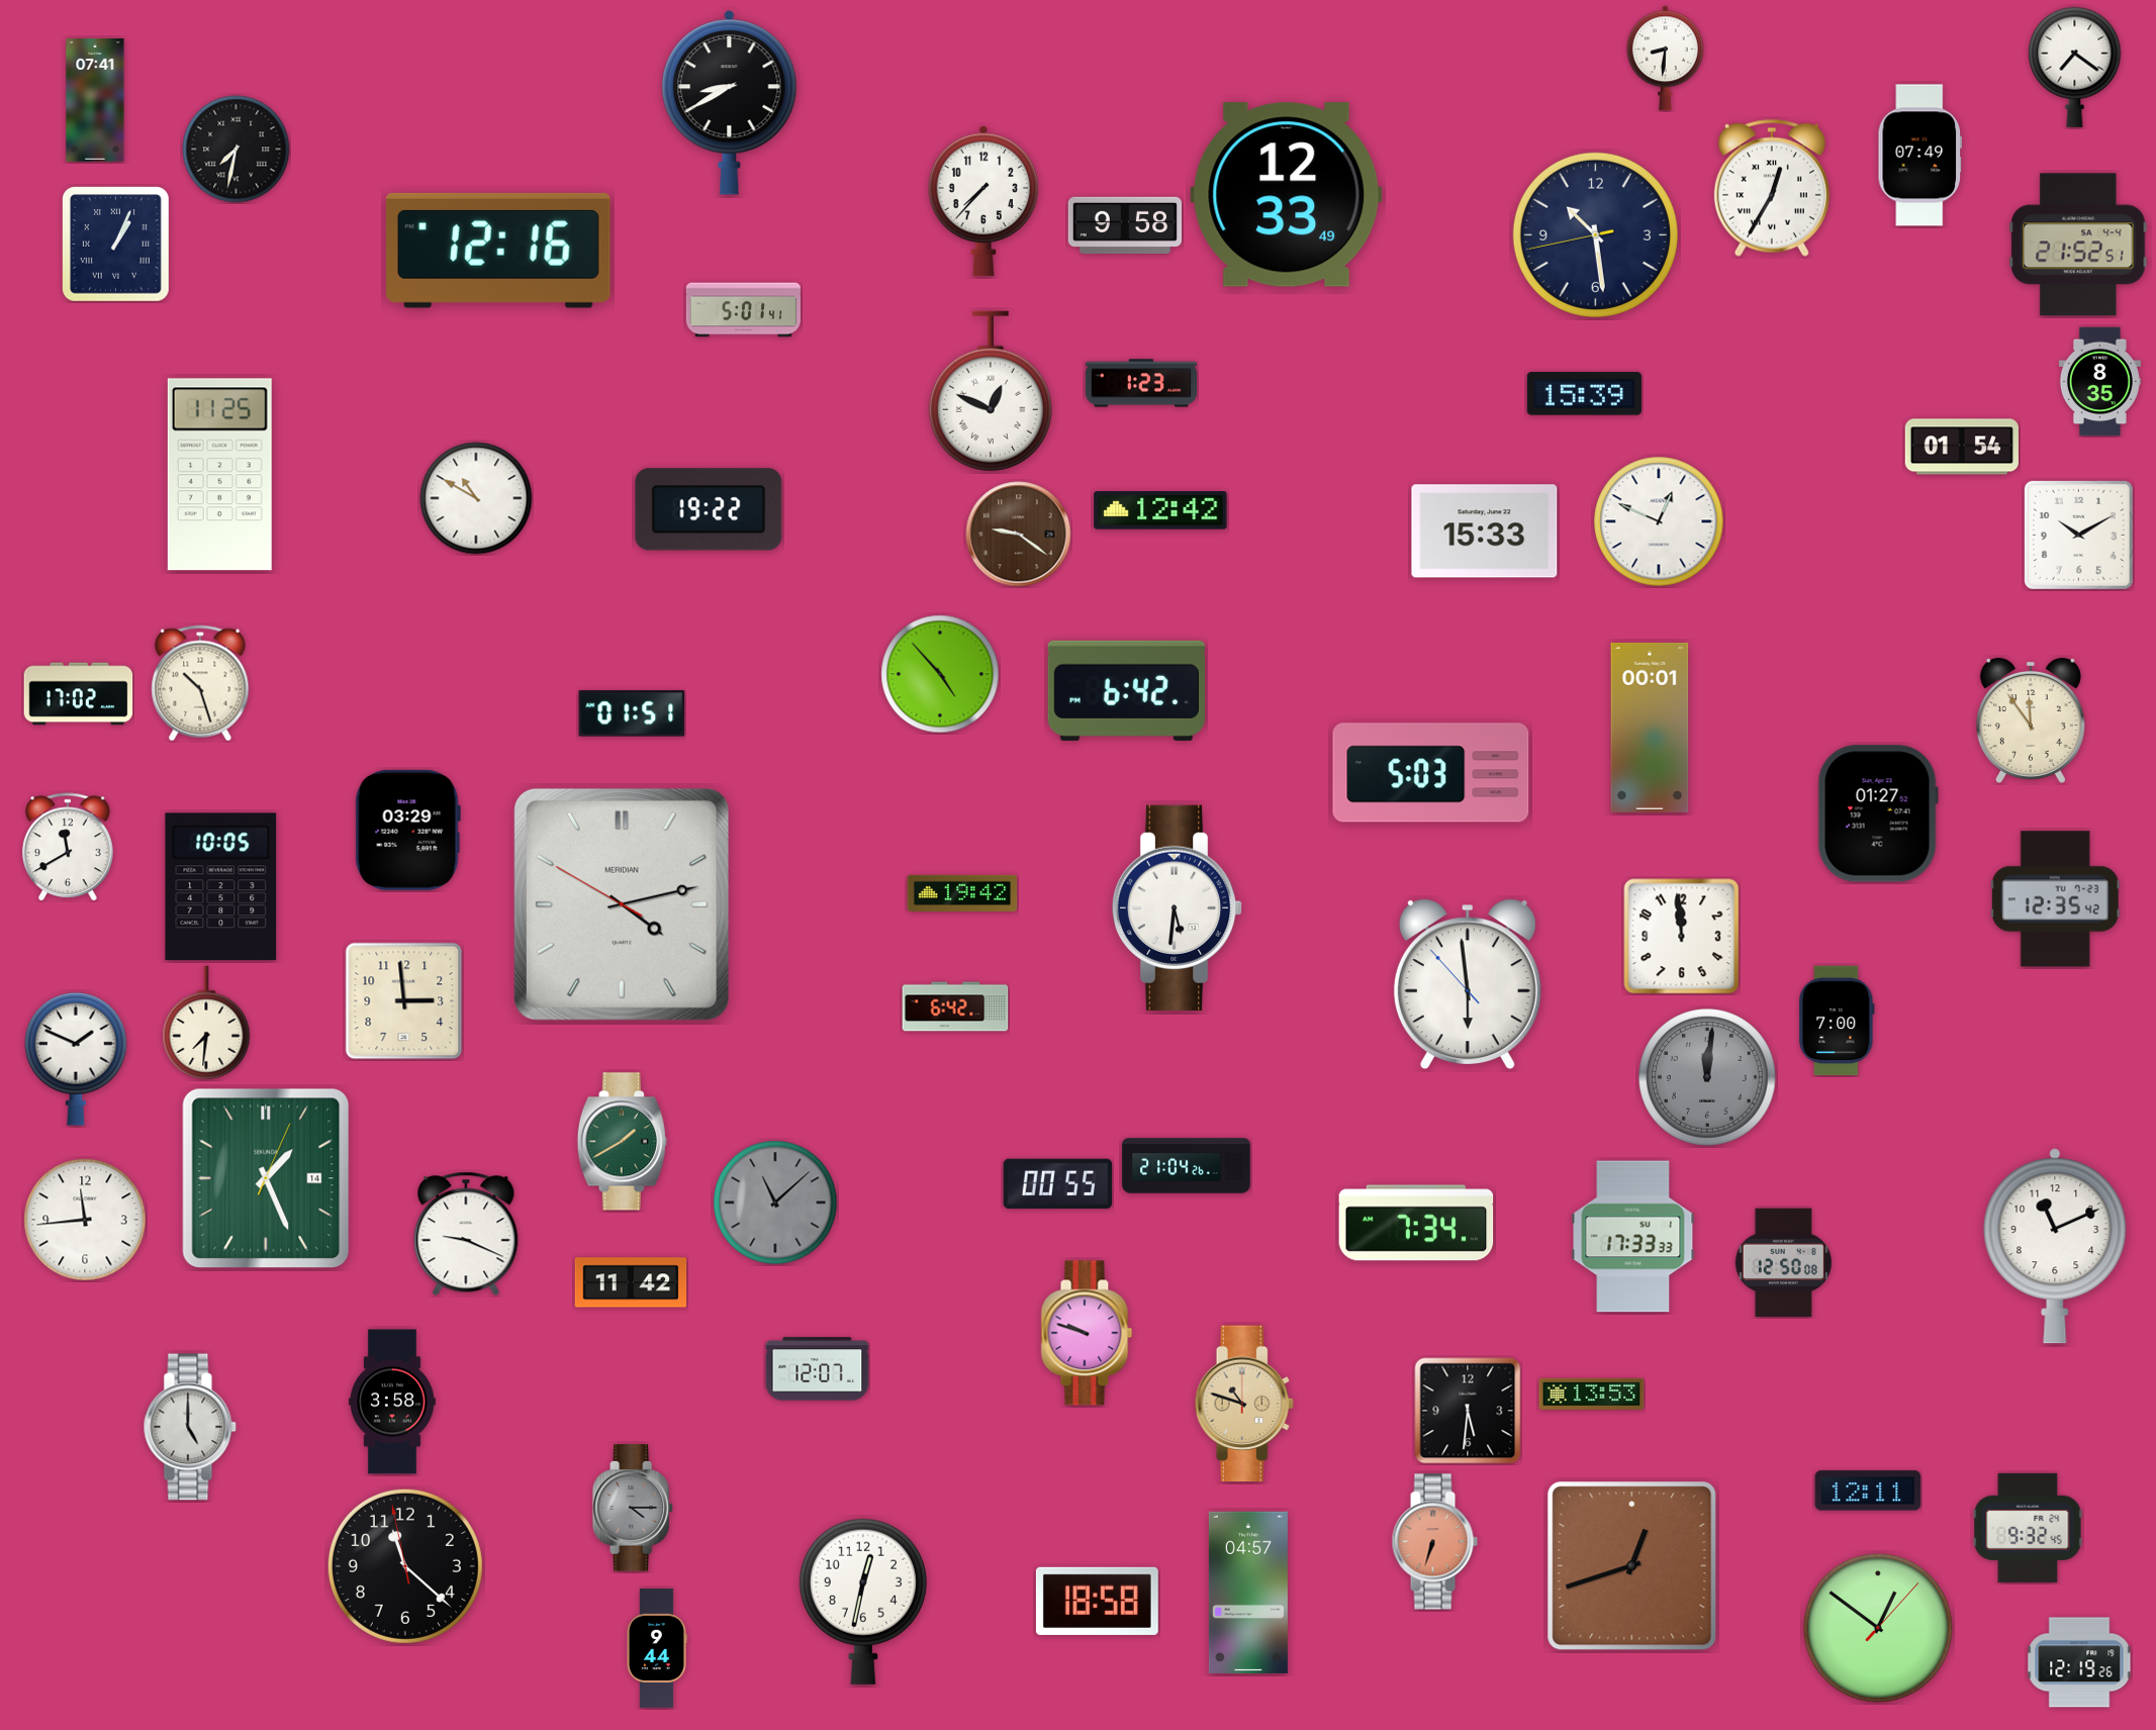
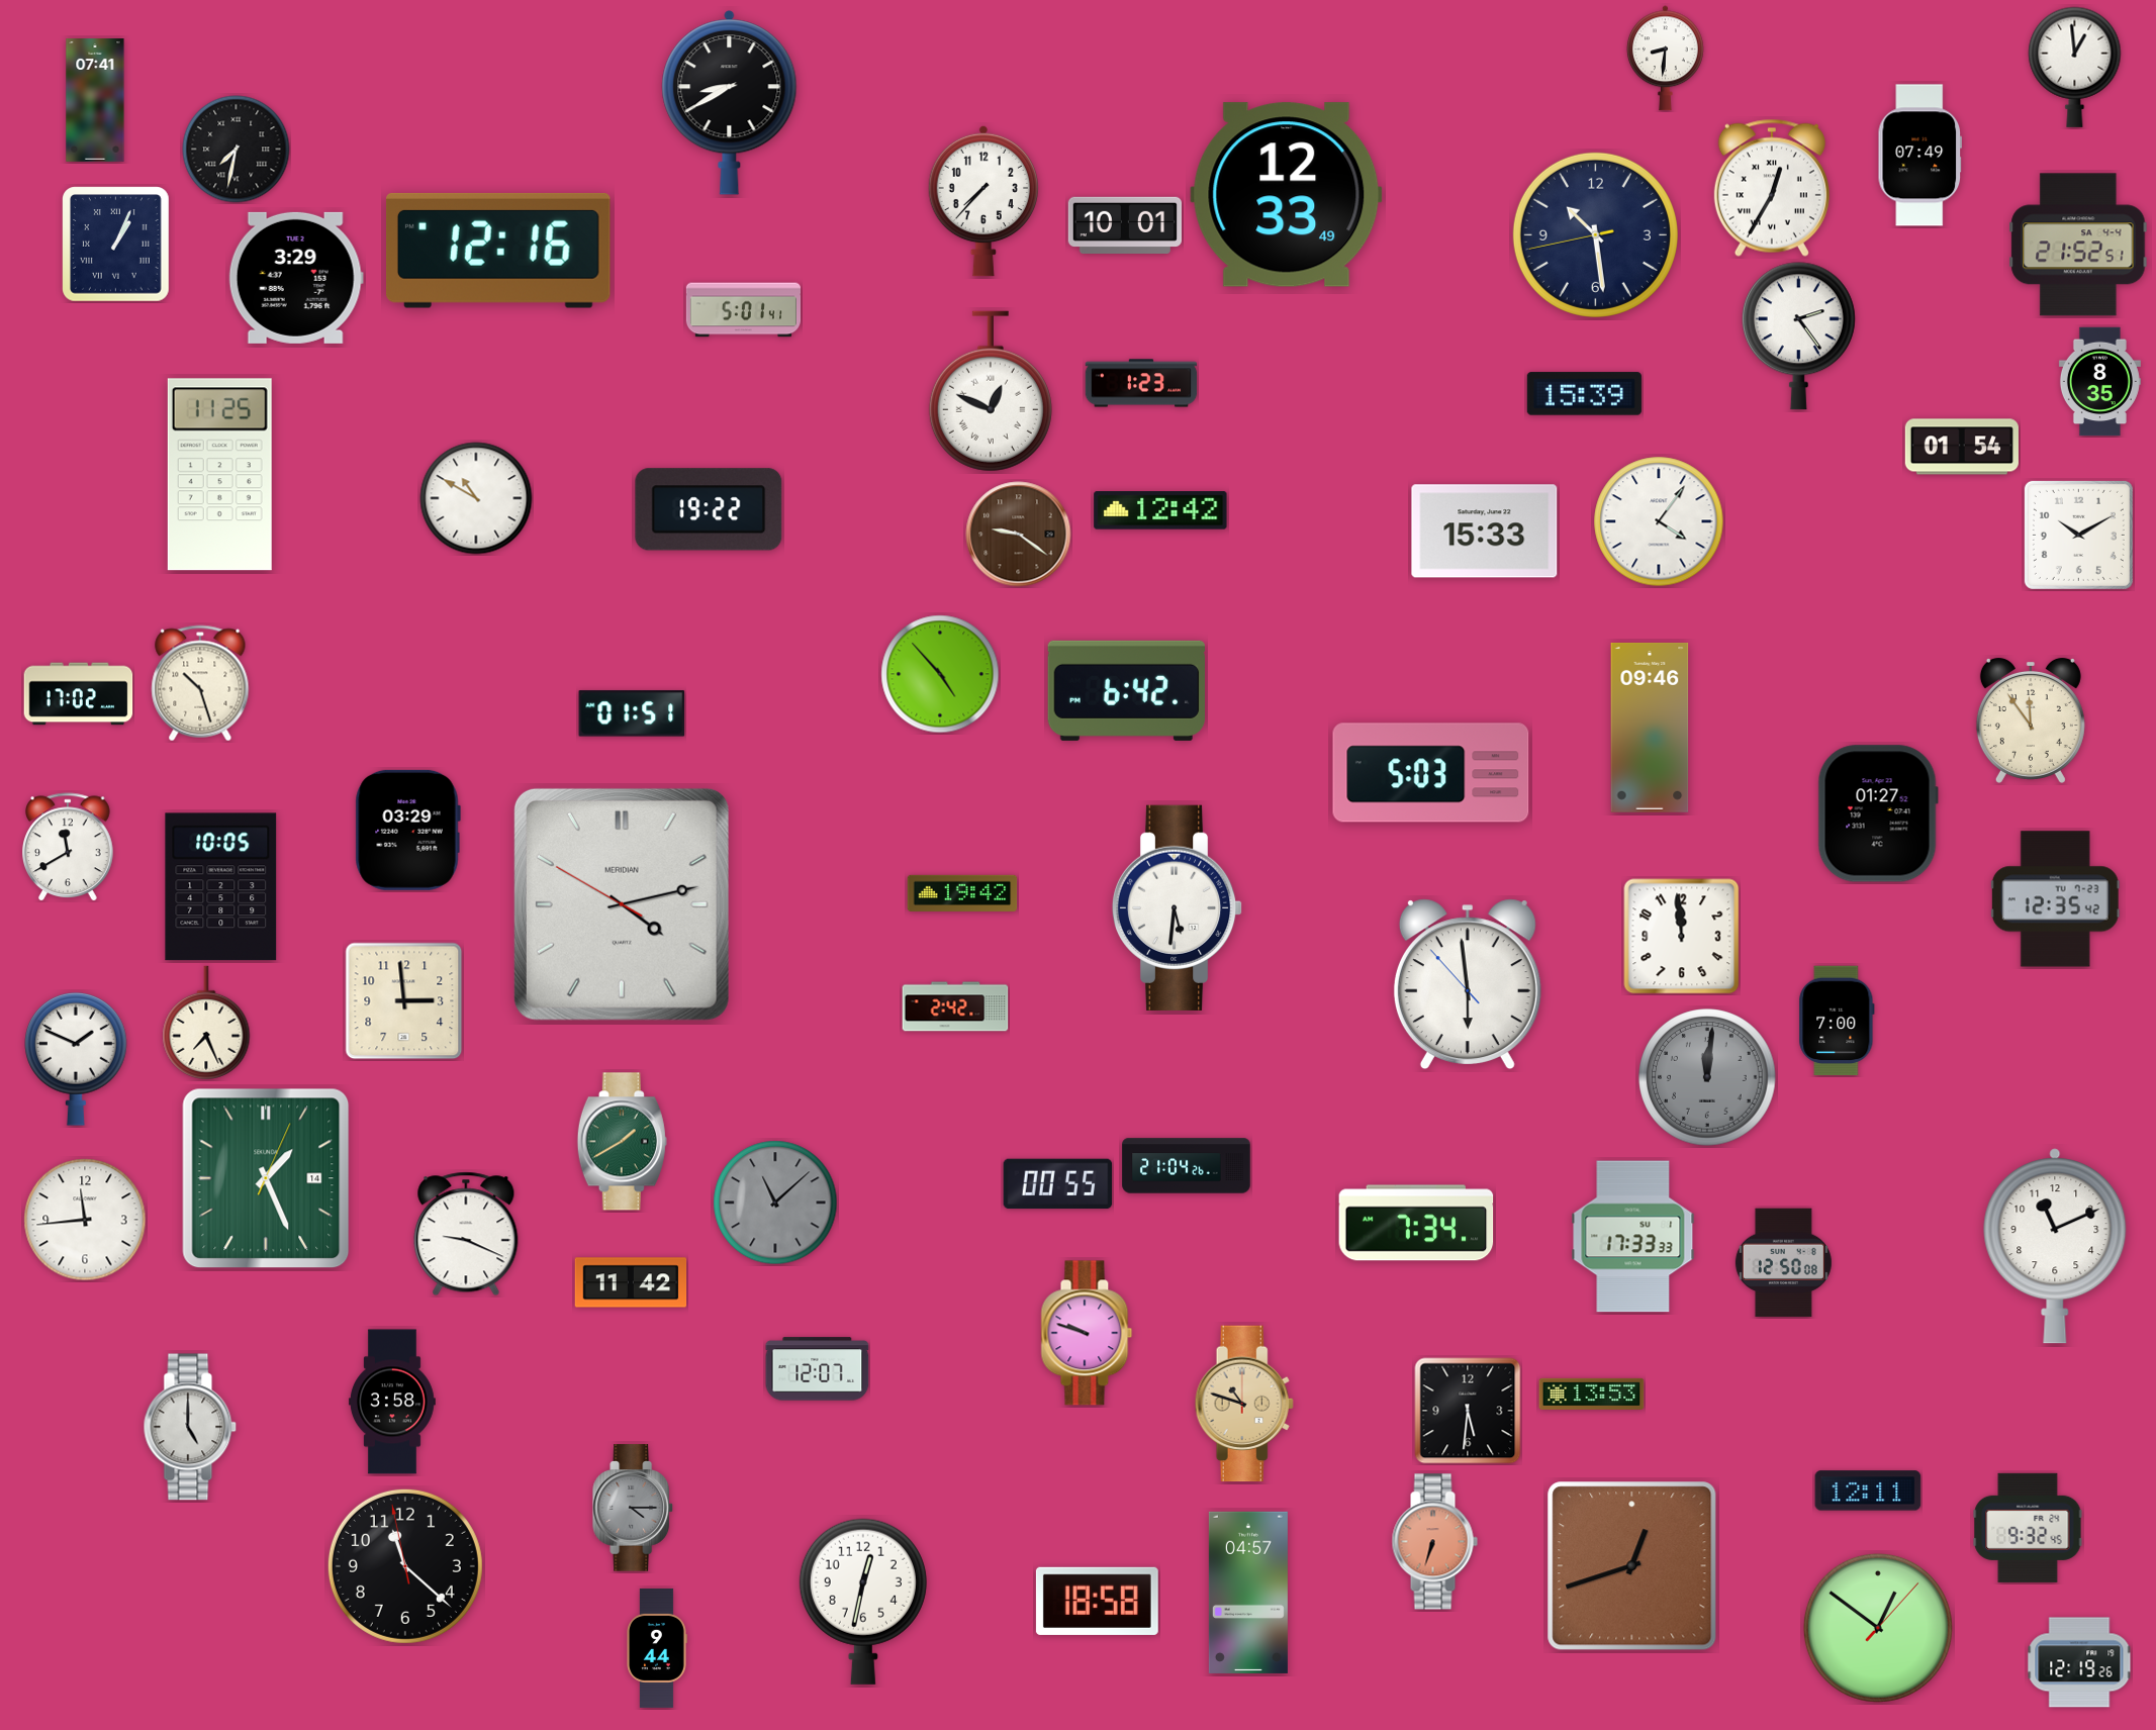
clock at (2075, 67): 7:21 -> 12:59
clock at (1124, 224): 9:58 -> 10:01
clock at (296, 278): none -> 3:29
clock at (1798, 337): none -> 2:24
clock at (1659, 521): 12:49 -> 4:06
clock at (1650, 728): 00:01 -> 09:46
clock at (955, 1006): 6:42 -> 2:42
clock at (206, 1023): 7:31 -> 7:26
